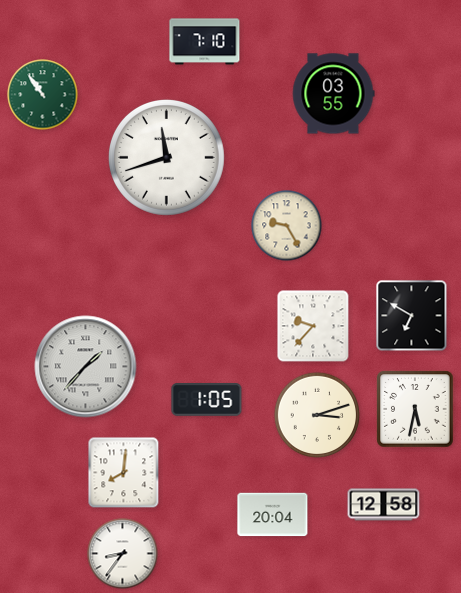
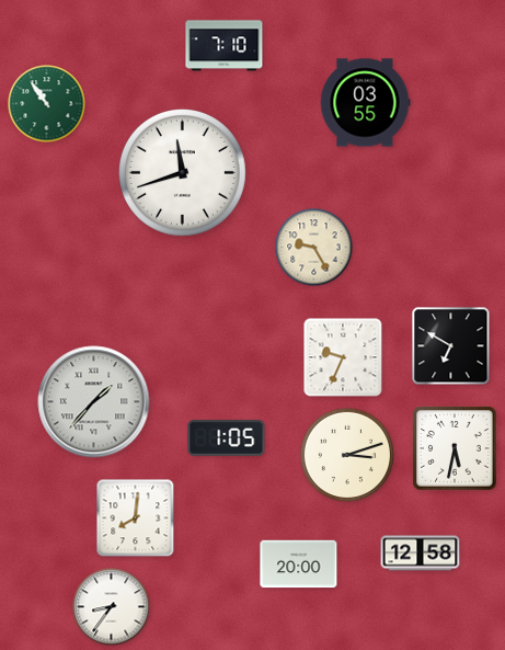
clock at (313, 326): 9:37 -> 9:34
clock at (273, 515): 20:04 -> 20:00
clock at (123, 554) position: (123, 554) -> (112, 607)
